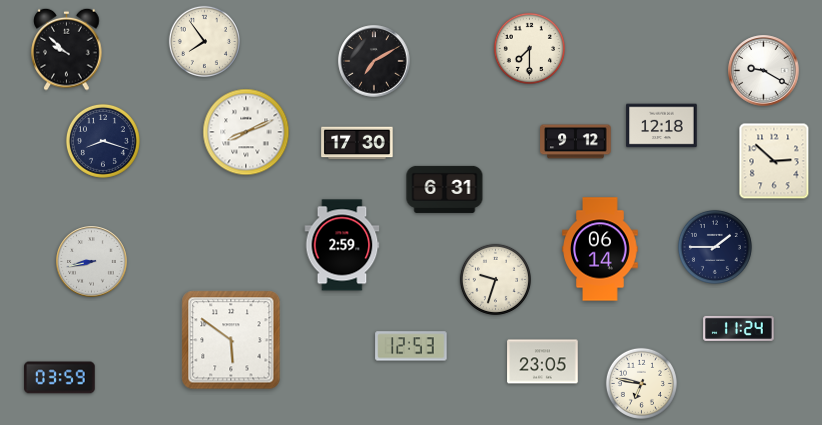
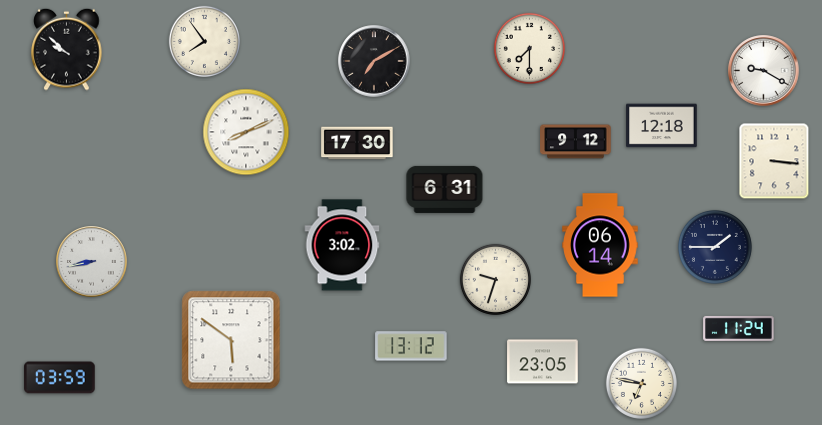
clock at (103, 141): 8:18 -> none
clock at (774, 161): 2:52 -> 3:16
clock at (342, 245): 2:59 -> 3:02
clock at (600, 249) position: (600, 249) -> (600, 245)
clock at (411, 346): 12:53 -> 13:12
